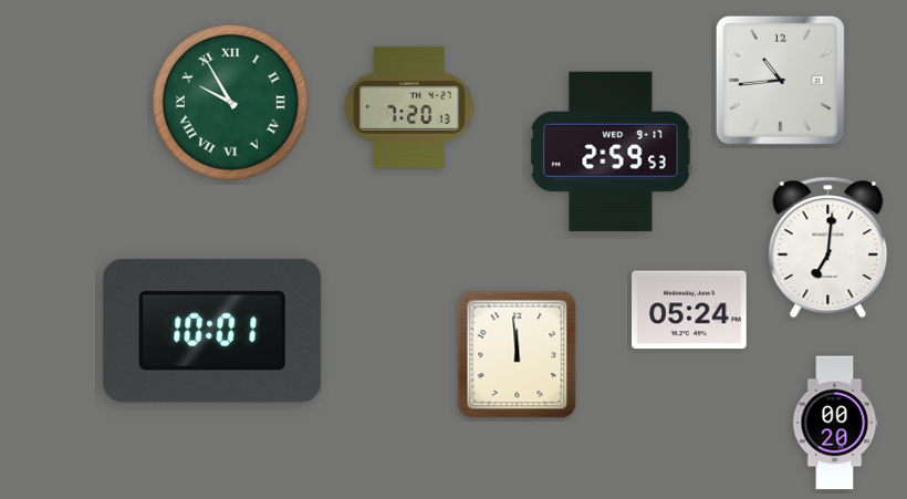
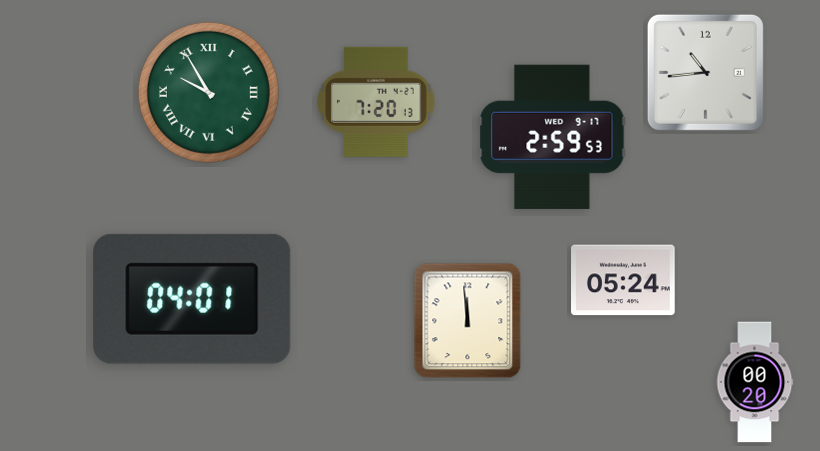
clock at (409, 107) position: (409, 107) -> (376, 102)
clock at (828, 248): 7:01 -> none
clock at (212, 331): 10:01 -> 04:01
